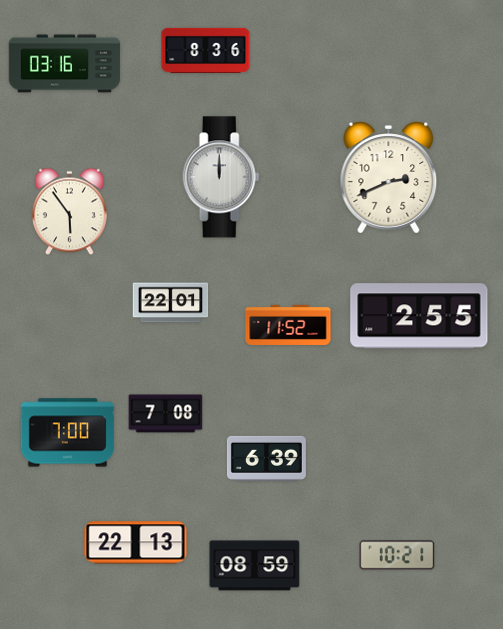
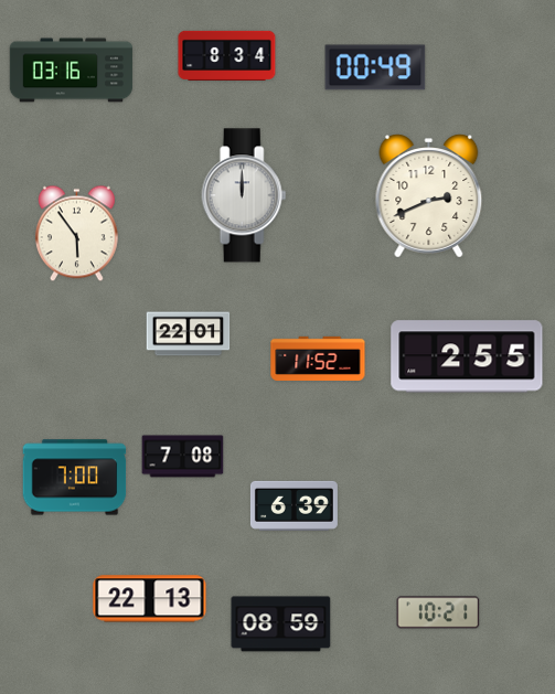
clock at (206, 50): 8:36 -> 8:34
clock at (375, 67): none -> 00:49
clock at (419, 316) position: (419, 316) -> (467, 356)
